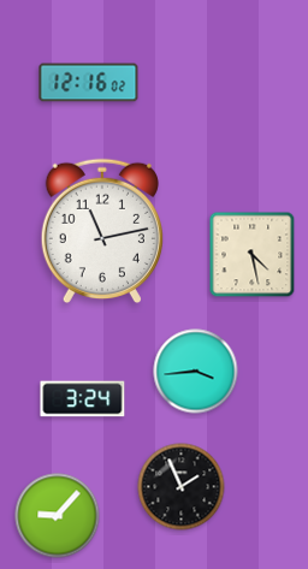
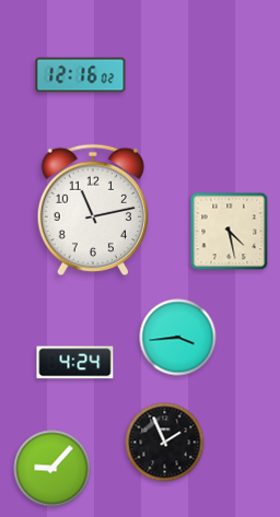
clock at (83, 399): 3:24 -> 4:24
